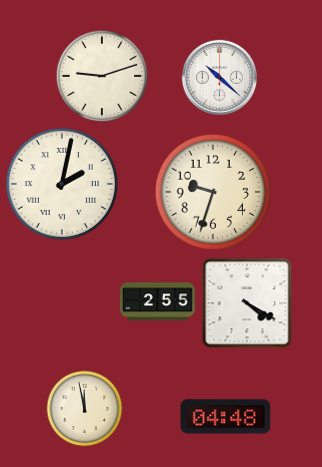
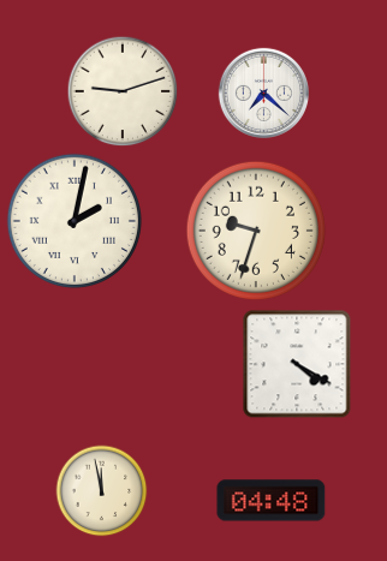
clock at (219, 77): 10:22 -> 7:22
clock at (158, 302): 2:55 -> none
